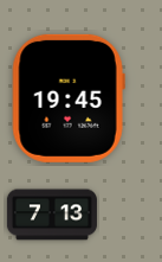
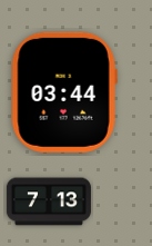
clock at (69, 98): 19:45 -> 03:44
